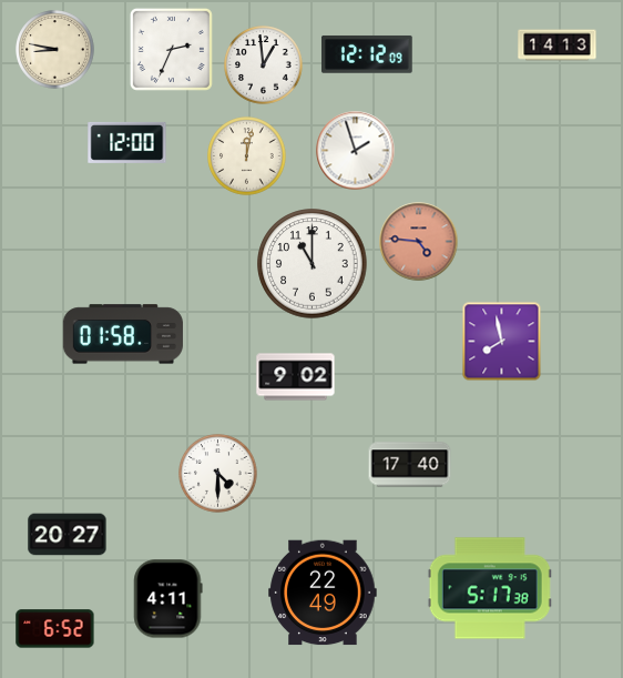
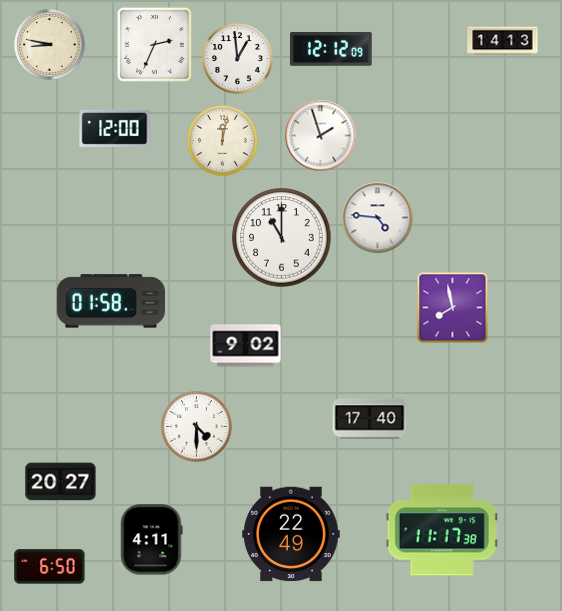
clock at (419, 242) dial: salmon -> white
clock at (296, 377) position: (296, 377) -> (246, 346)
clock at (490, 588): 5:17 -> 11:17
clock at (55, 629): 6:52 -> 6:50
